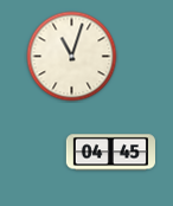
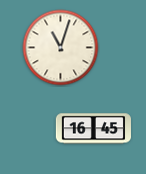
clock at (110, 153): 04:45 -> 16:45
